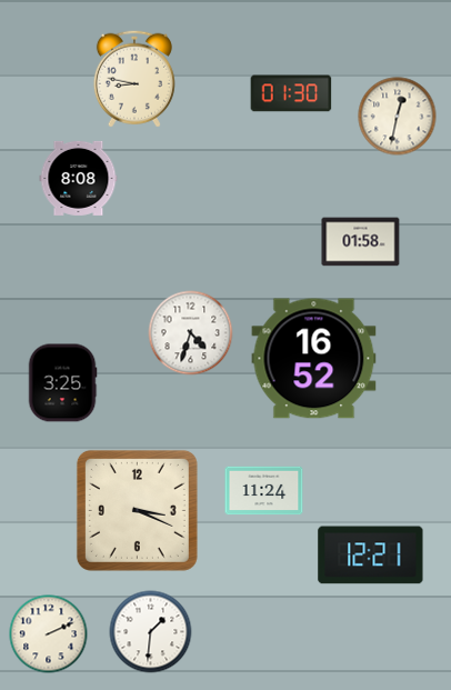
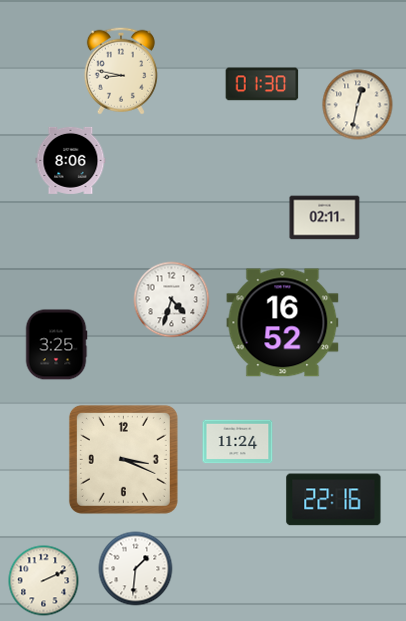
clock at (79, 178): 8:08 -> 8:06
clock at (361, 242): 01:58 -> 02:11
clock at (371, 556): 12:21 -> 22:16
clock at (49, 634) position: (49, 634) -> (44, 581)
